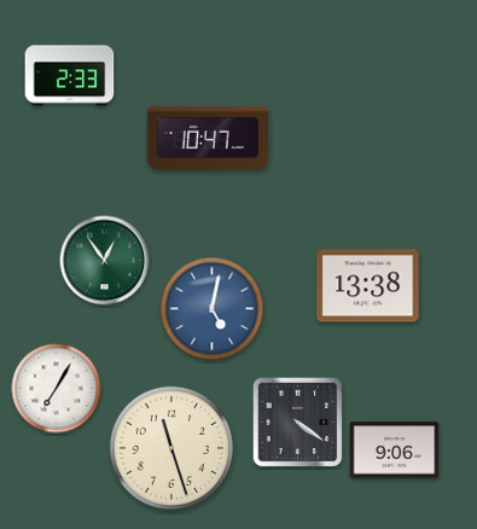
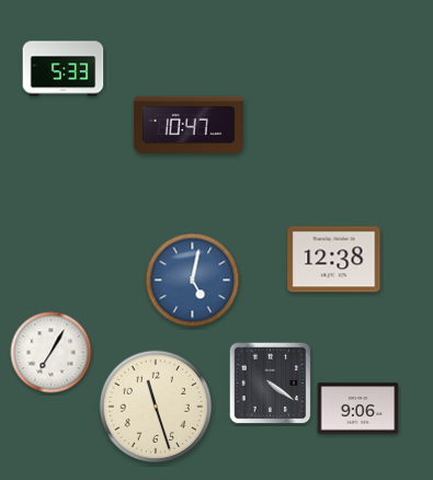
clock at (70, 76): 2:33 -> 5:33
clock at (105, 261): 12:54 -> none
clock at (368, 286): 13:38 -> 12:38
